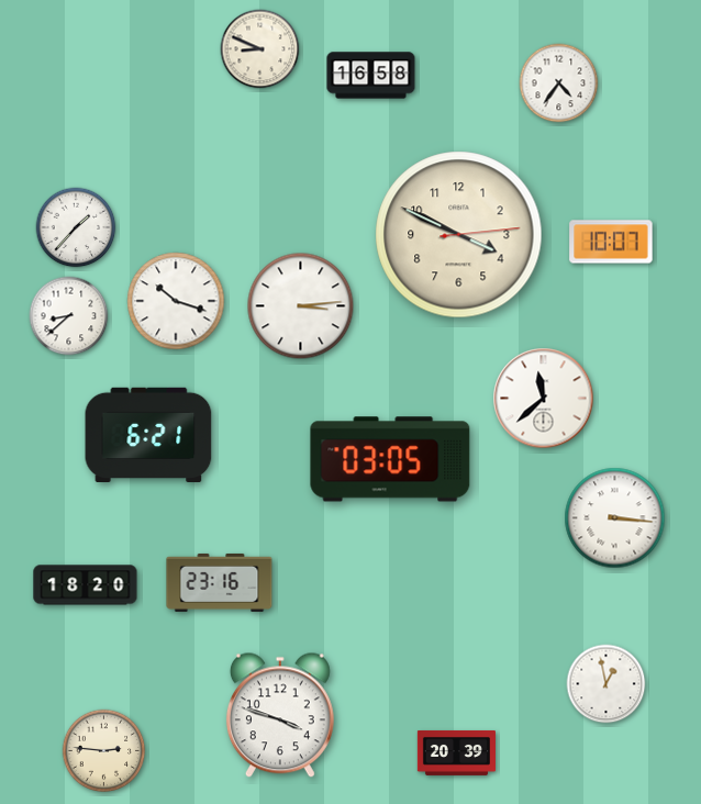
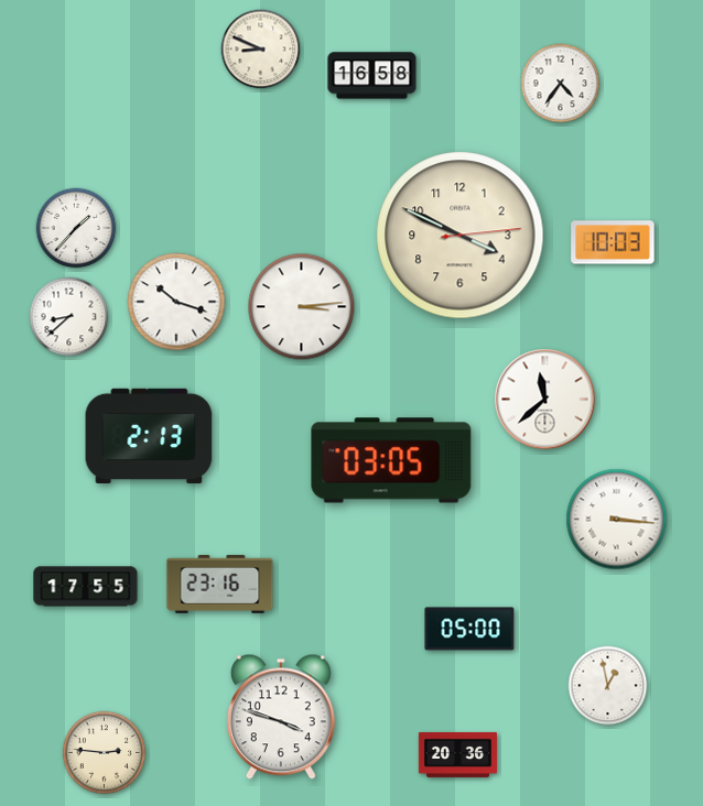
clock at (611, 242): 10:07 -> 10:03
clock at (148, 435): 6:21 -> 2:13
clock at (86, 585): 18:20 -> 17:55
clock at (469, 629): none -> 05:00
clock at (456, 752): 20:39 -> 20:36
